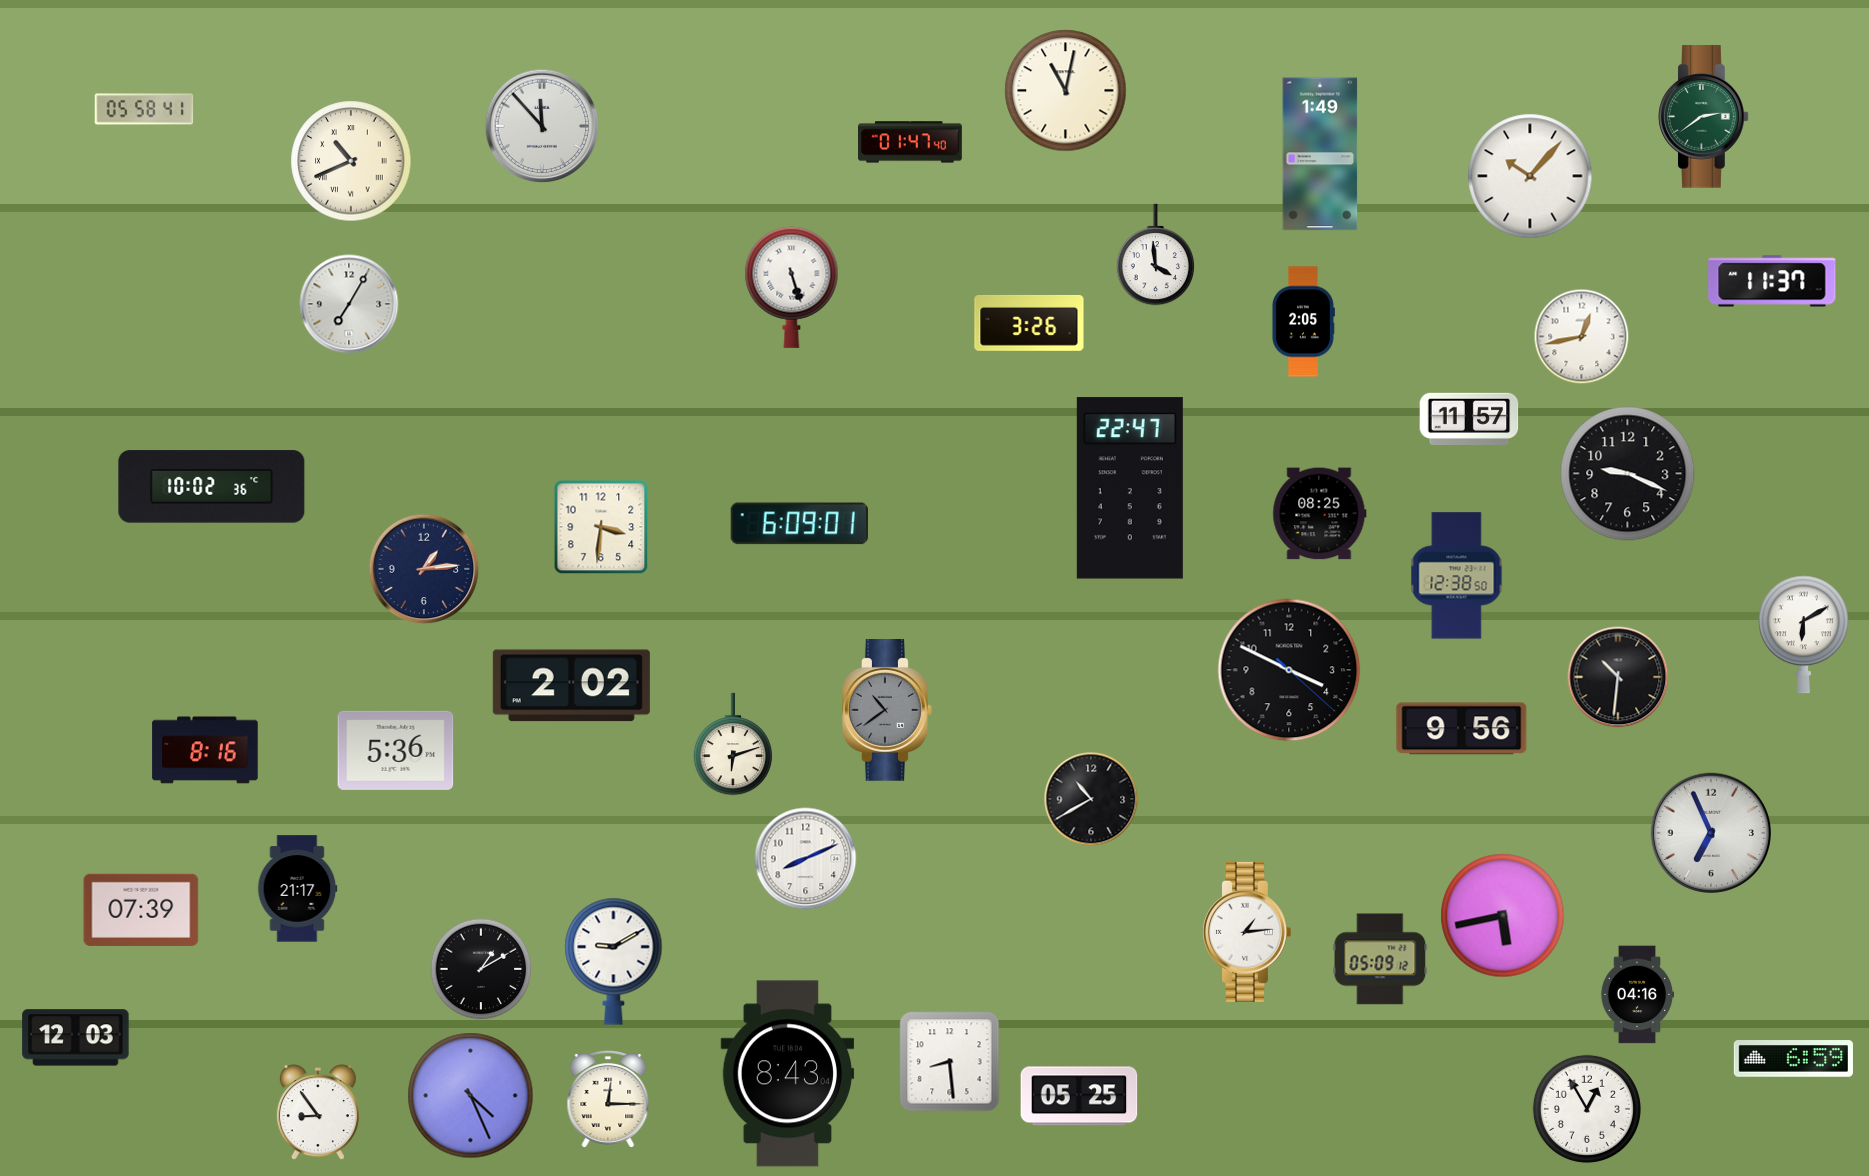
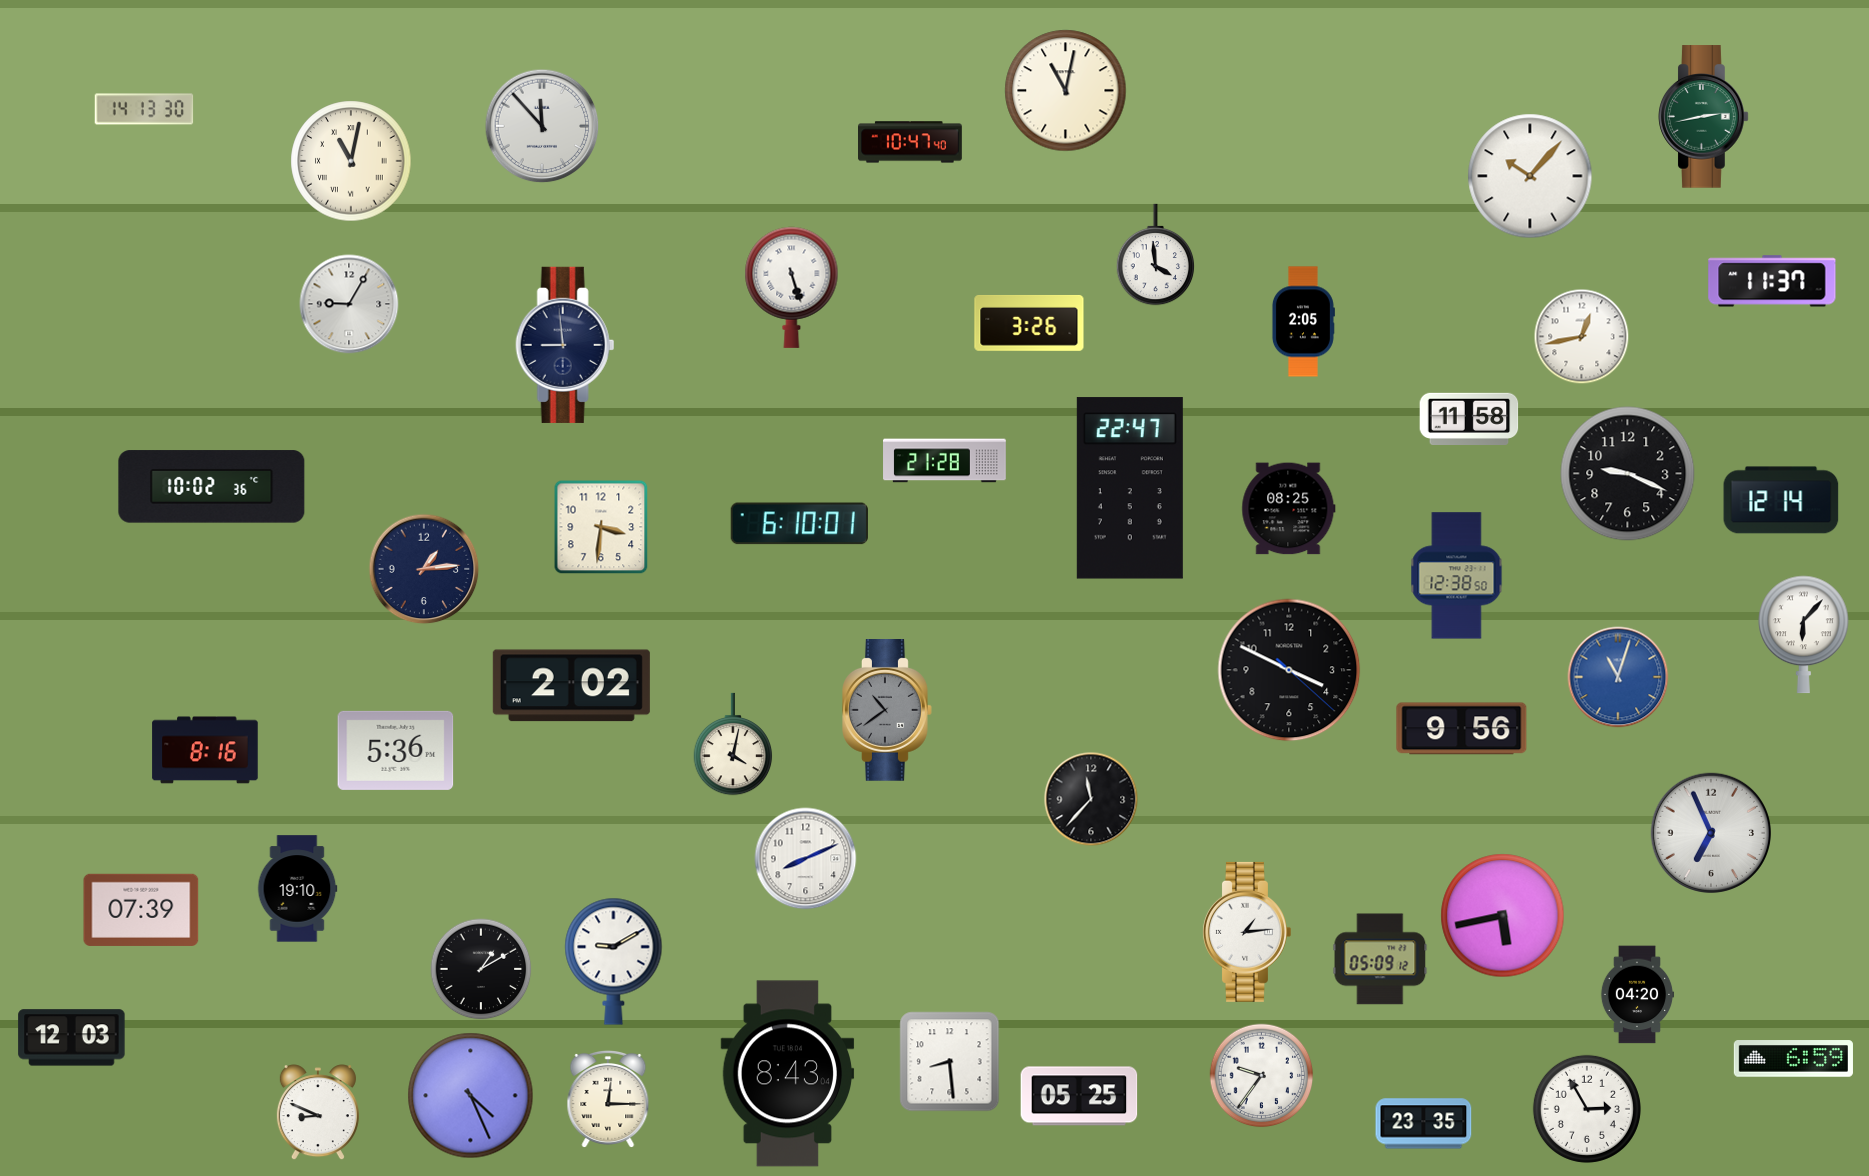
clock at (144, 109): 05:58 -> 14:13
clock at (1704, 117): 2:39 -> 2:43
clock at (911, 142): 01:47 -> 10:47
clock at (1320, 154): 1:49 -> none
clock at (351, 161): 10:41 -> 11:02
clock at (349, 304): 7:05 -> 9:05
clock at (565, 345): none -> 8:59
clock at (1469, 418): 11:57 -> 11:58
clock at (945, 461): none -> 21:28
clock at (1781, 500): none -> 12:14
clock at (1320, 514) position: (1320, 514) -> (1289, 509)
clock at (799, 524): 6:09 -> 6:10
clock at (1804, 635): 6:10 -> 6:07
clock at (1618, 677): 10:31 -> 11:03
clock at (1618, 677) dial: black -> blue
clock at (733, 744): 6:12 -> 4:02
clock at (1091, 799): 10:40 -> 11:37
clock at (297, 889): 21:17 -> 19:10
clock at (1637, 995): 04:16 -> 04:20
clock at (76, 1038) position: (76, 1038) -> (72, 1038)
clock at (1262, 1076): none -> 9:36
clock at (1587, 1109): 12:55 -> 2:55
clock at (318, 1113): 8:54 -> 8:49
clock at (1424, 1124): none -> 23:35
